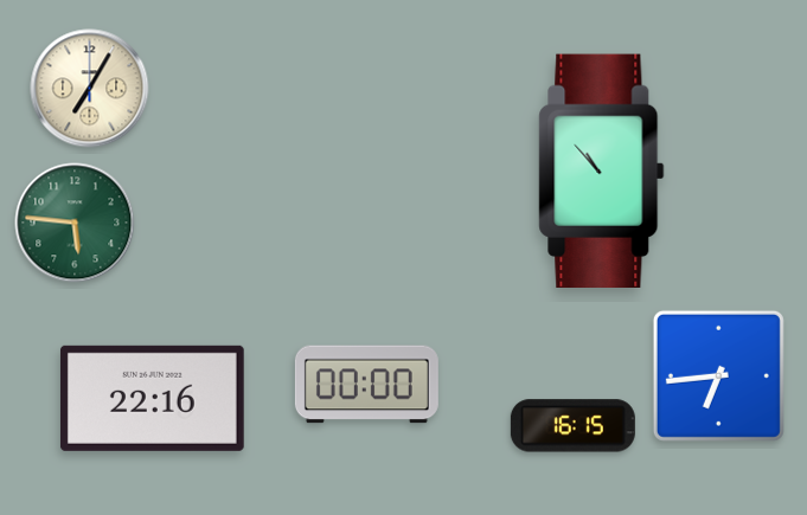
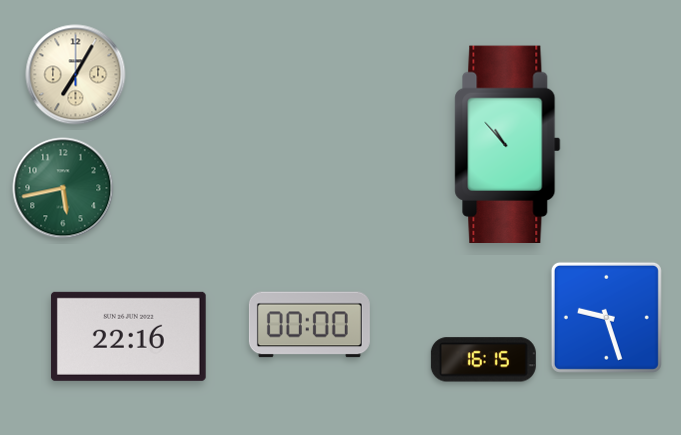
clock at (75, 223): 5:46 -> 5:43
clock at (718, 375): 6:44 -> 9:27
